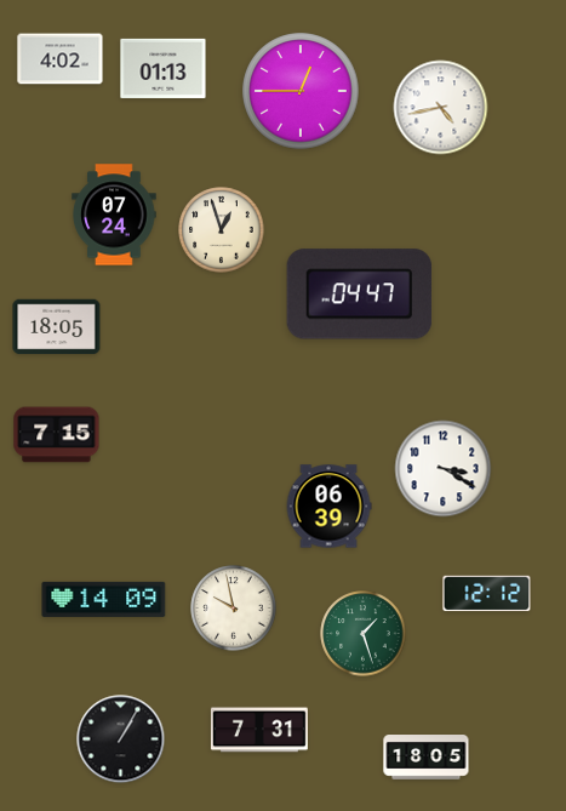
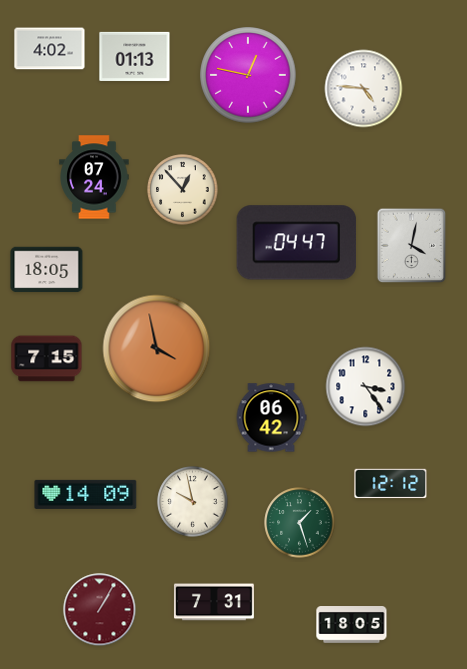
clock at (301, 91): 12:45 -> 12:47
clock at (441, 108): 4:43 -> 4:46
clock at (222, 230): 12:57 -> 12:53
clock at (412, 246): none -> 4:02
clock at (157, 349): none -> 3:58
clock at (444, 469): 3:20 -> 3:24
clock at (328, 507): 06:39 -> 06:42
clock at (487, 594) position: (487, 594) -> (391, 484)
clock at (121, 739) dial: black -> burgundy
